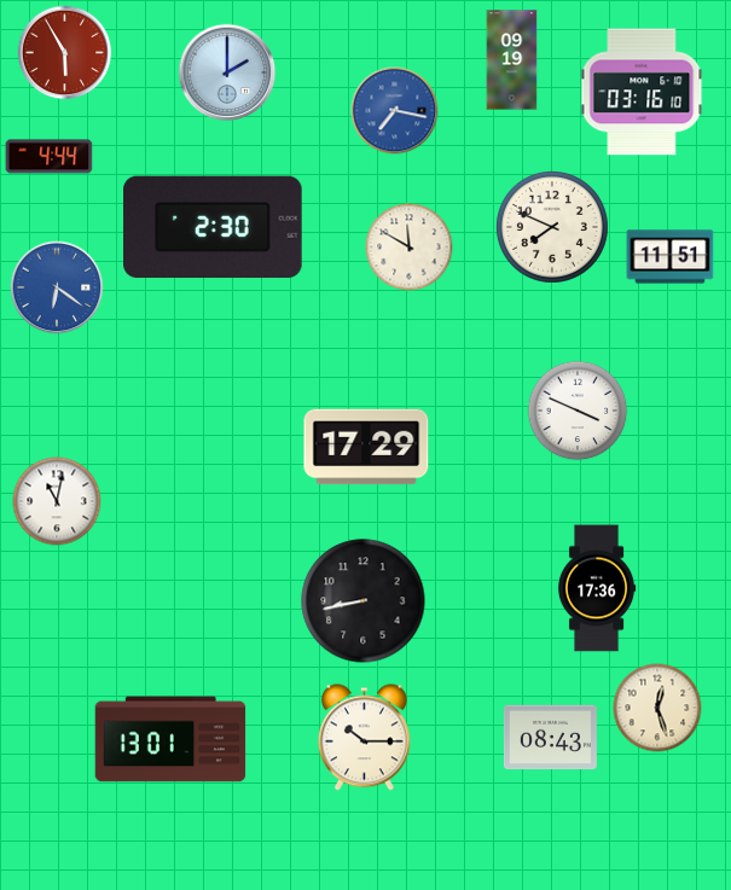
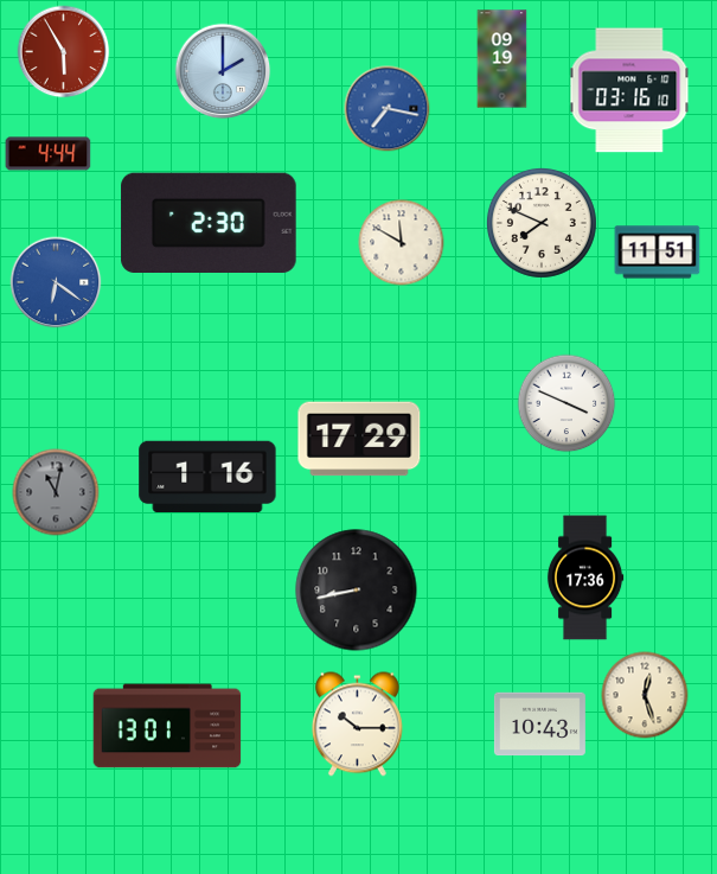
clock at (207, 477): none -> 1:16
clock at (57, 501) dial: white -> grey
clock at (550, 738): 08:43 -> 10:43
